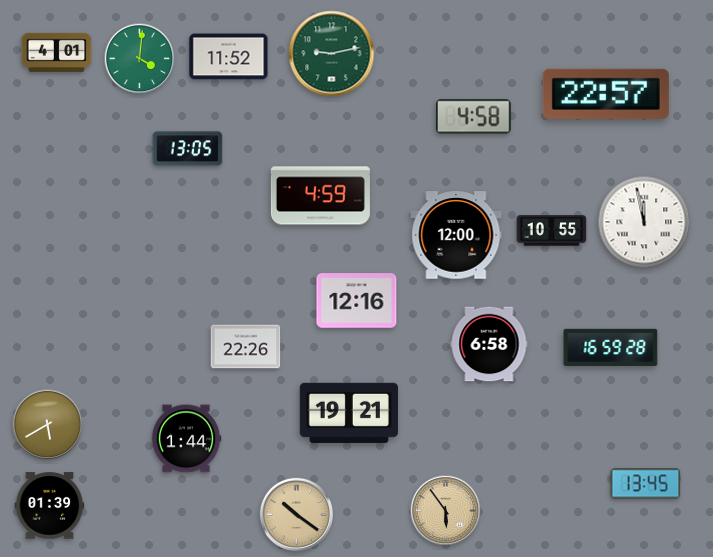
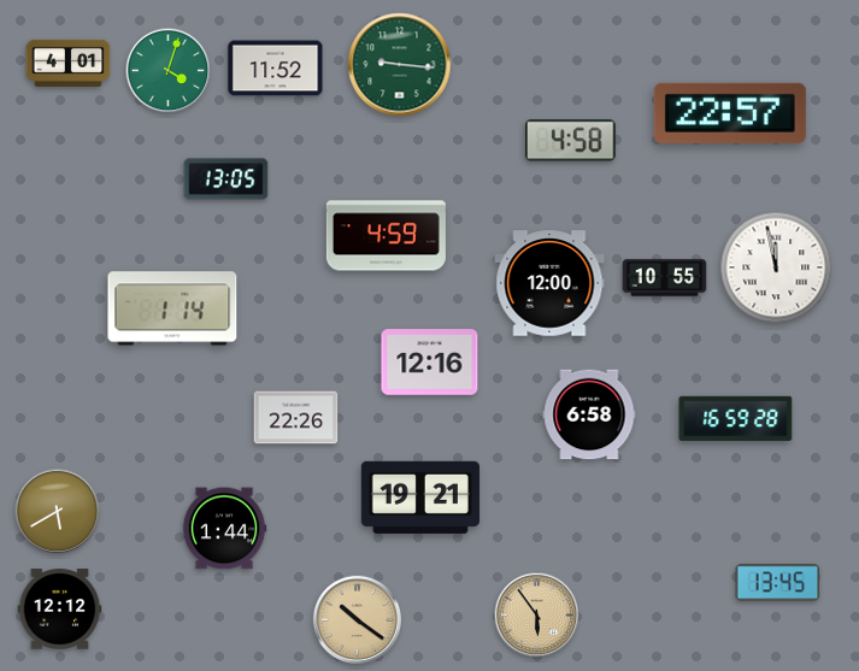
clock at (332, 54): 9:13 -> 9:16
clock at (140, 59): 4:01 -> 4:03
clock at (172, 308): none -> 1:14
clock at (50, 506): 01:39 -> 12:12
